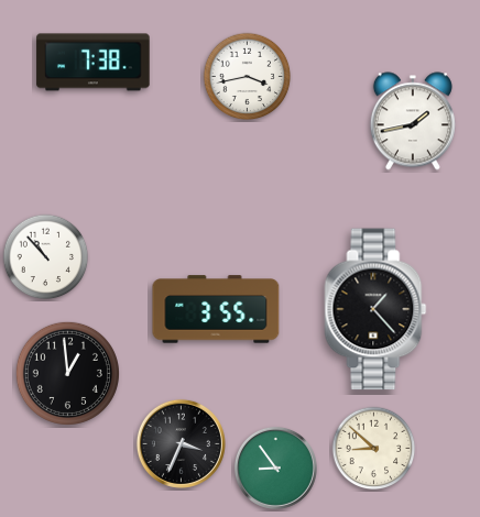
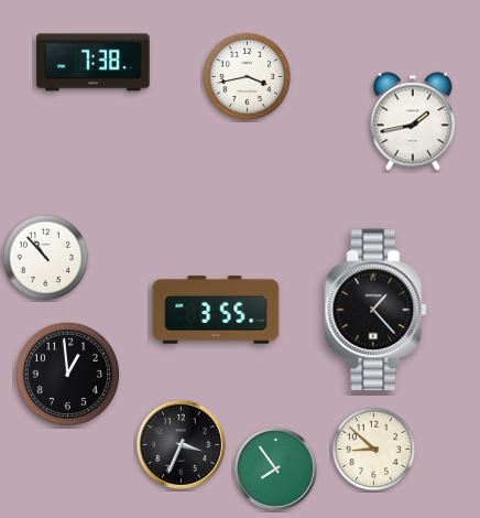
clock at (275, 468): 8:54 -> 7:54
